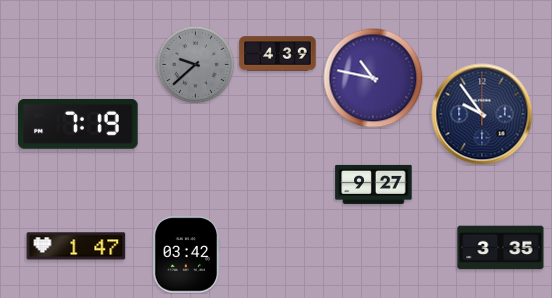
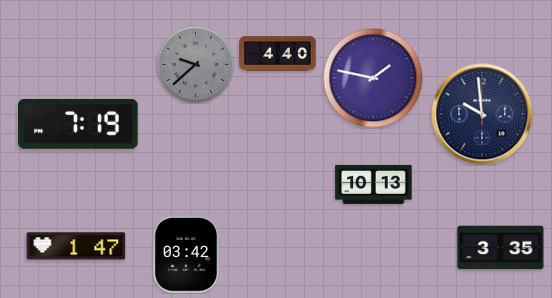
clock at (278, 54): 4:39 -> 4:40
clock at (373, 78): 10:47 -> 1:47
clock at (482, 114): 9:54 -> 9:59
clock at (374, 184): 9:27 -> 10:13
